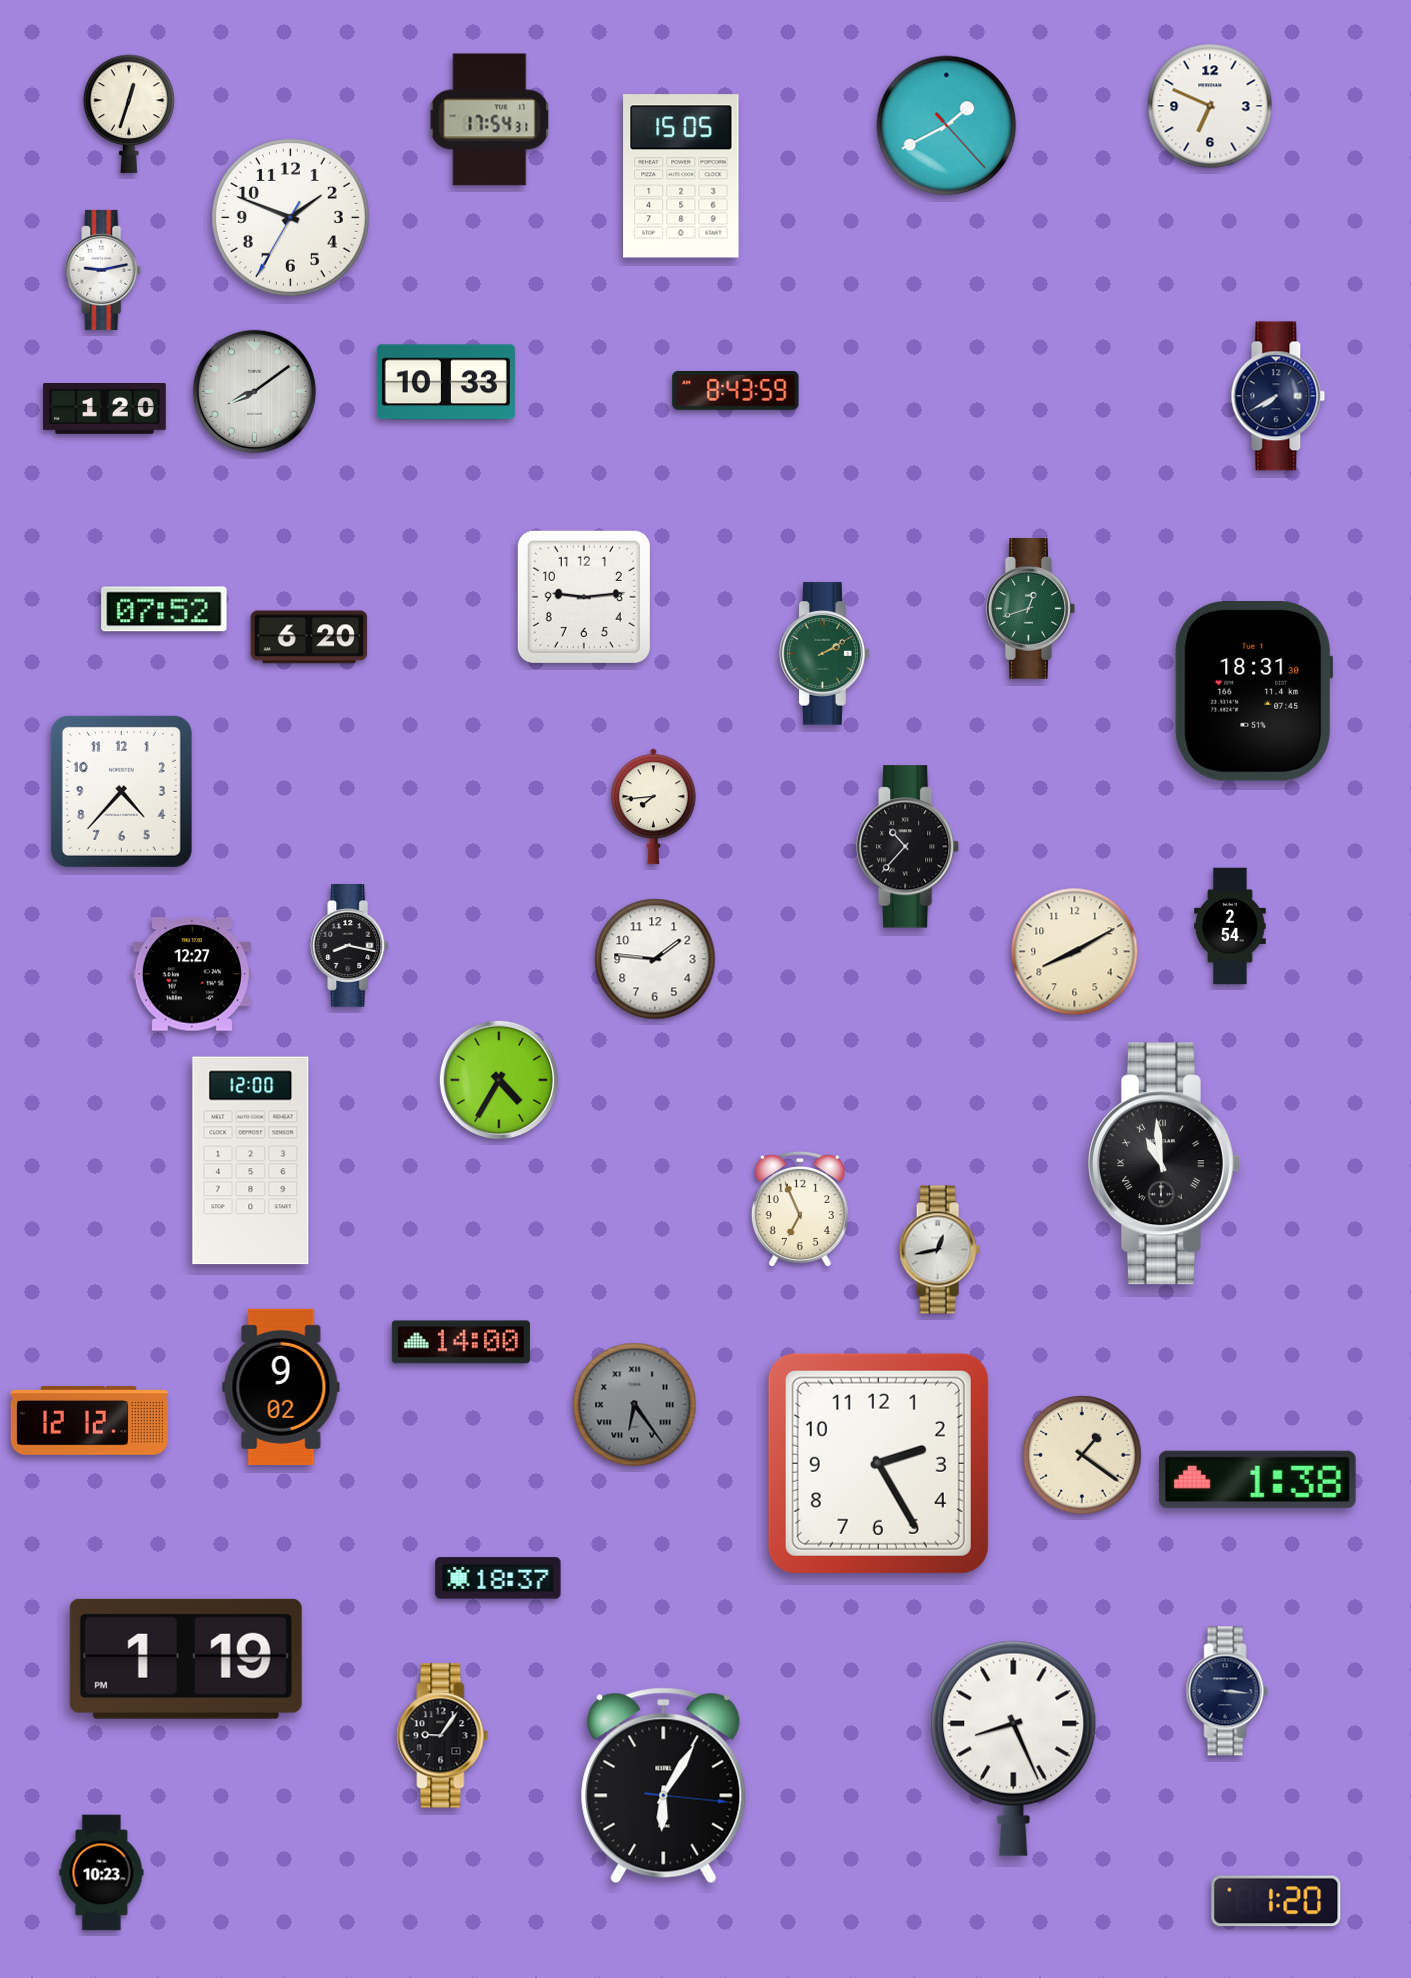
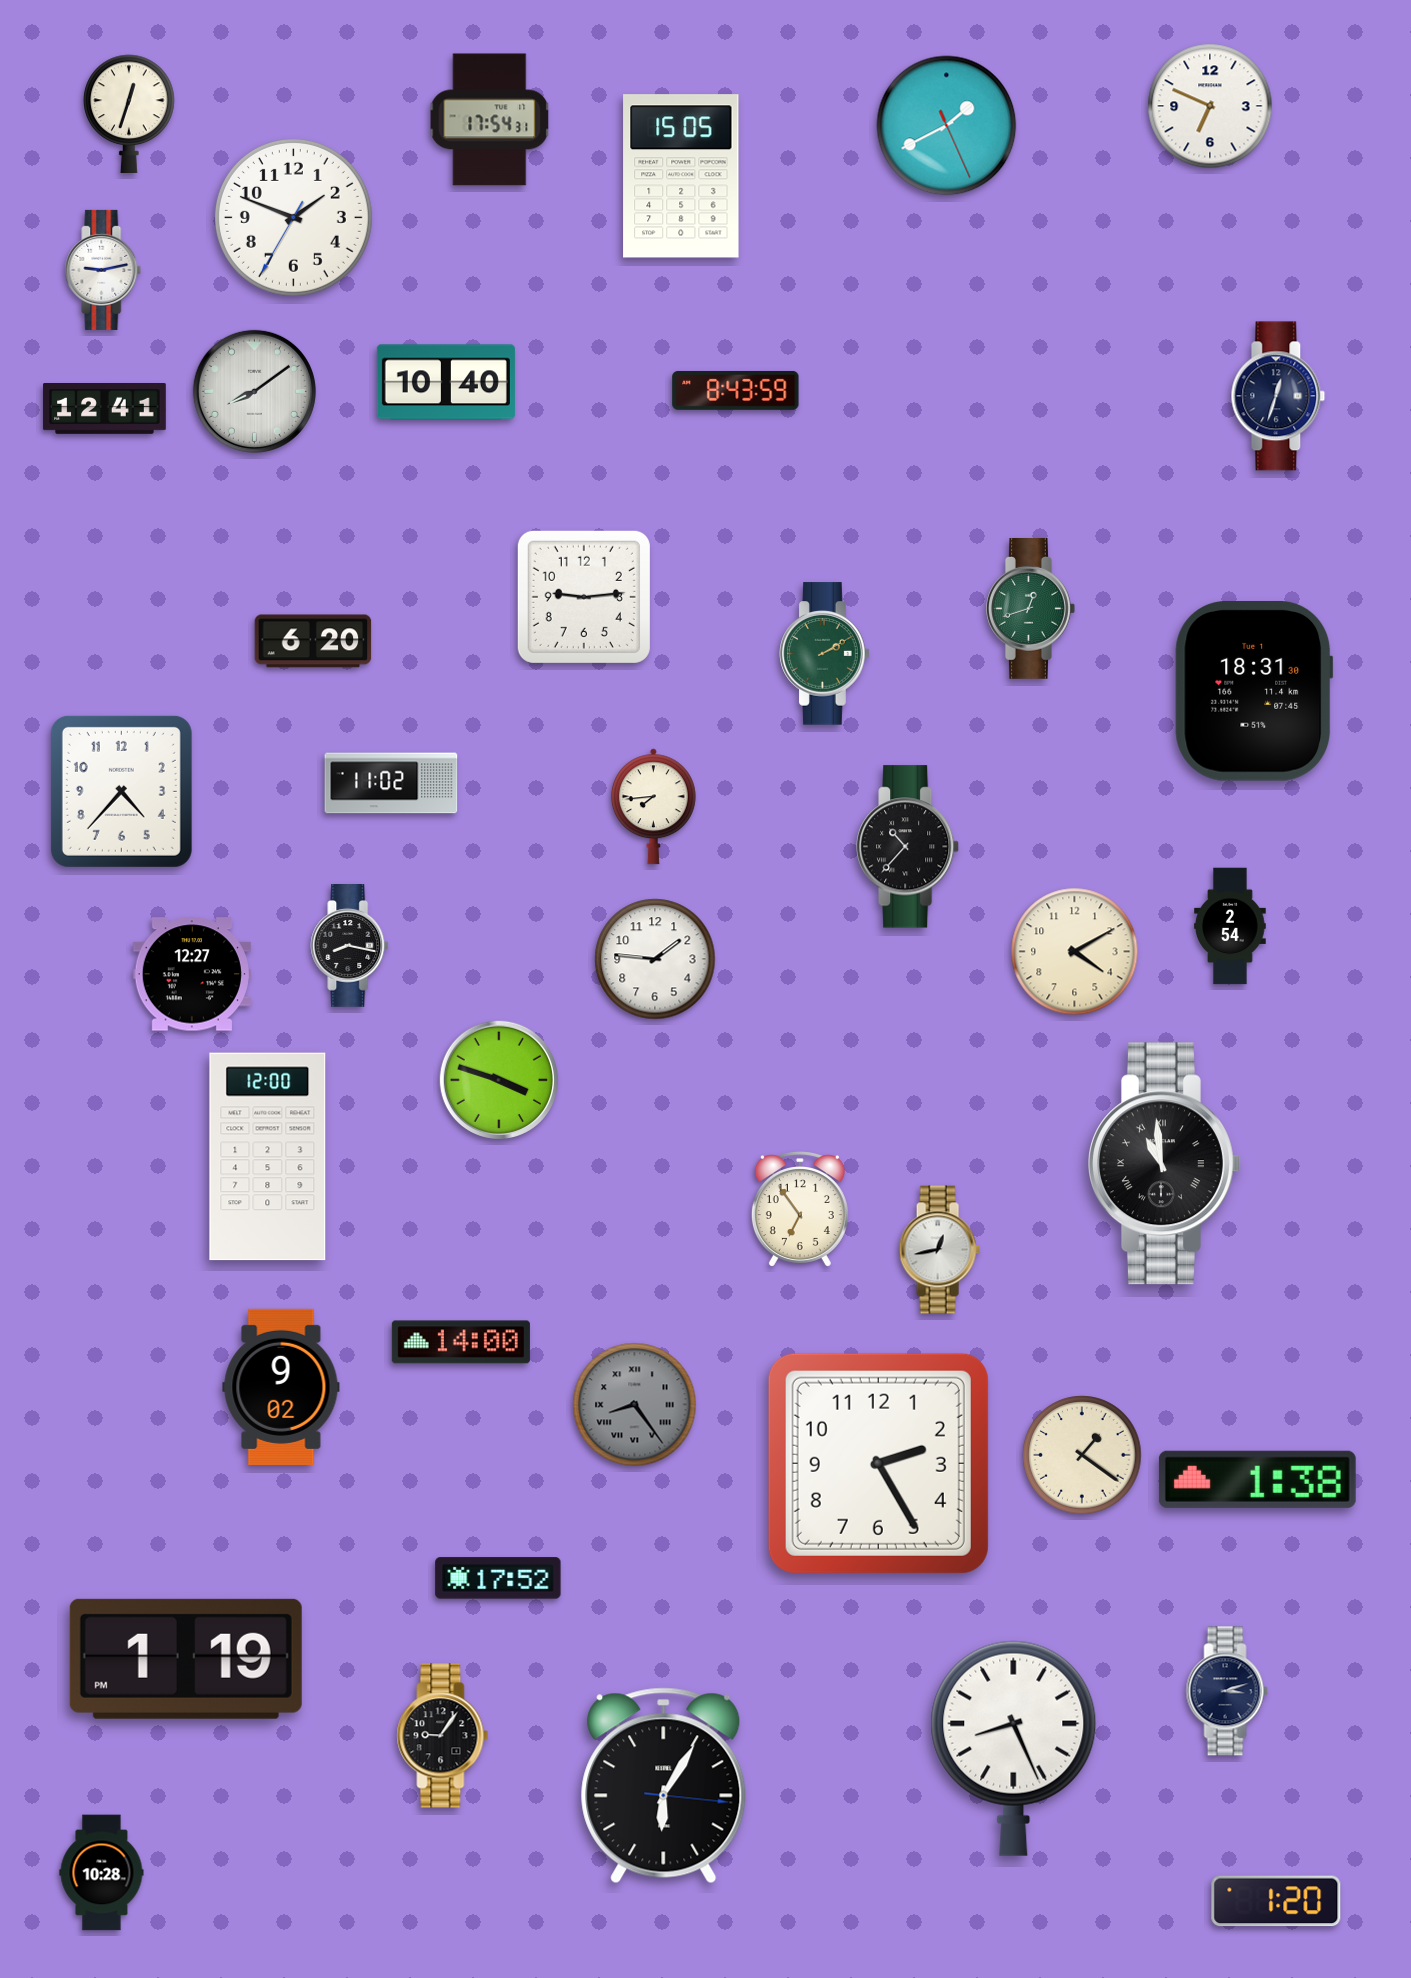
clock at (947, 126): 1:40:23 -> 1:40:26
clock at (290, 217) position: (290, 217) -> (293, 217)
clock at (446, 382): 10:33 -> 10:40
clock at (1278, 396): 7:40 -> 12:33
clock at (105, 409): 1:20 -> 12:41
clock at (164, 609): 07:52 -> none
clock at (309, 637) position: (309, 637) -> (313, 641)
clock at (391, 783): none -> 11:02
clock at (1075, 952): 8:10 -> 4:10
clock at (499, 1080): 4:35 -> 3:48
clock at (251, 1161) position: (251, 1161) -> (268, 1157)
clock at (800, 1209): 6:56 -> 6:54
clock at (635, 1405): 6:24 -> 8:24
clock at (89, 1421): 12:12 -> none
clock at (498, 1578): 18:37 -> 17:52
clock at (1227, 1691): 3:16 -> 3:12
clock at (102, 1873): 10:23 -> 10:28
